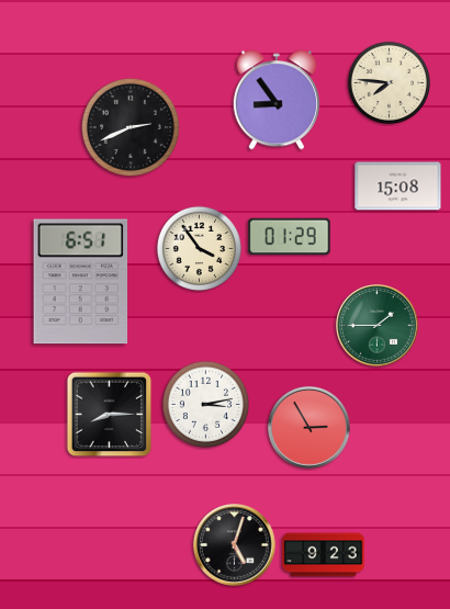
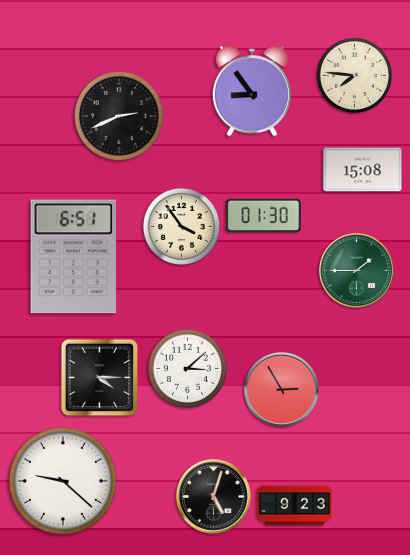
clock at (290, 237): 01:29 -> 01:30
clock at (378, 326) position: (378, 326) -> (357, 271)
clock at (205, 404): 3:13 -> 3:08
clock at (110, 415): 8:15 -> 4:15
clock at (64, 482): none -> 9:22
